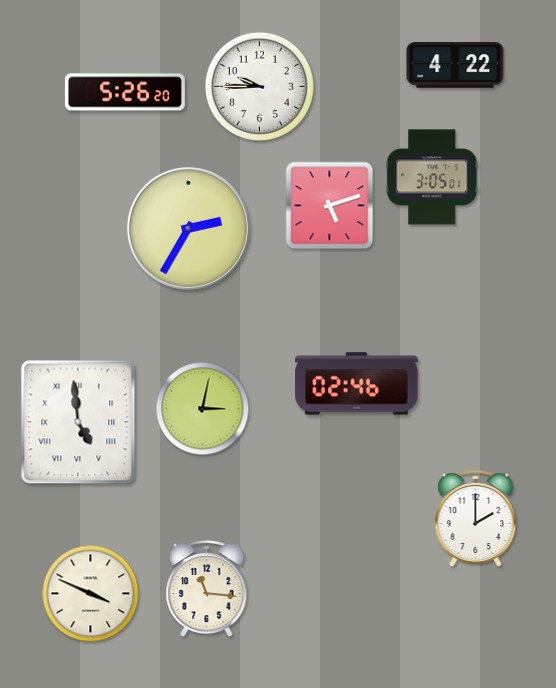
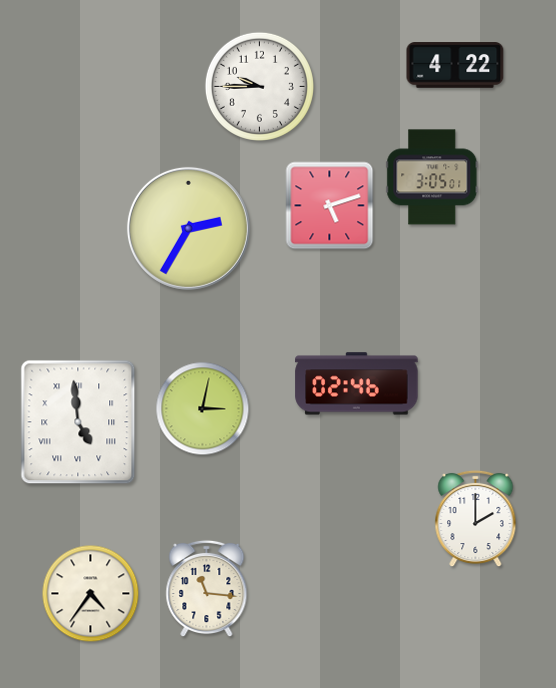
clock at (125, 92): 5:26 -> none
clock at (91, 594): 3:49 -> 4:36
